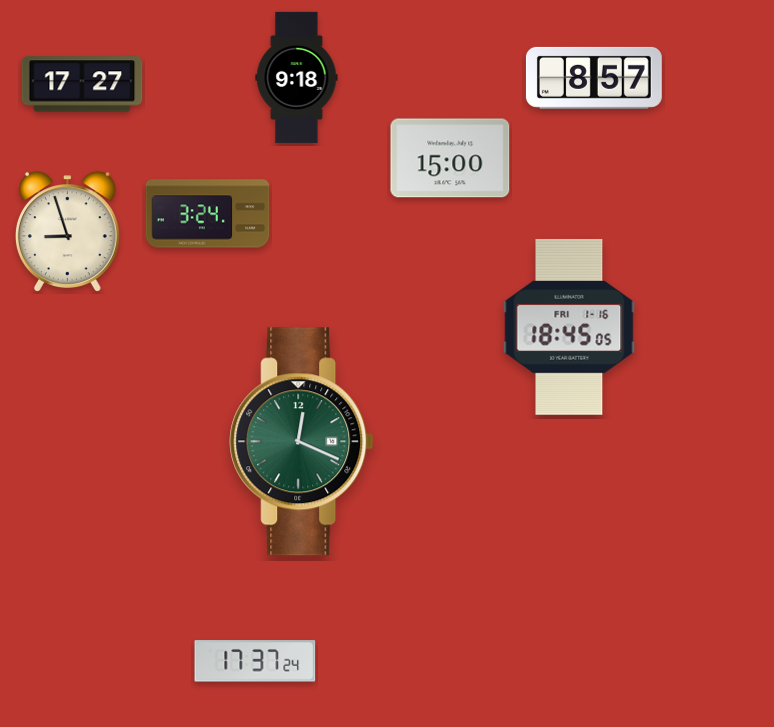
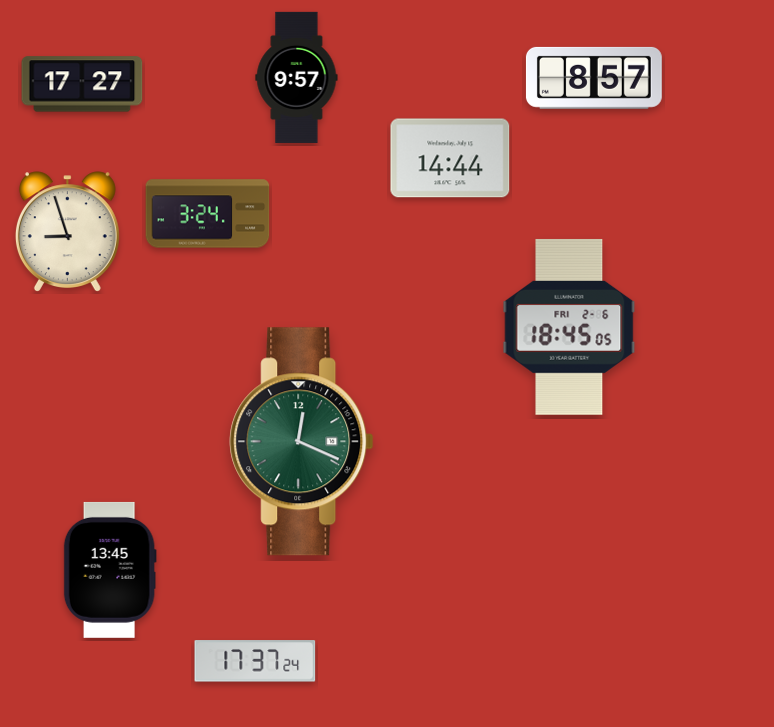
clock at (297, 77): 9:18 -> 9:57
clock at (450, 158): 15:00 -> 14:44
clock at (569, 327) date: FRI 1-16 -> FRI 2-6
clock at (110, 570): none -> 13:45
